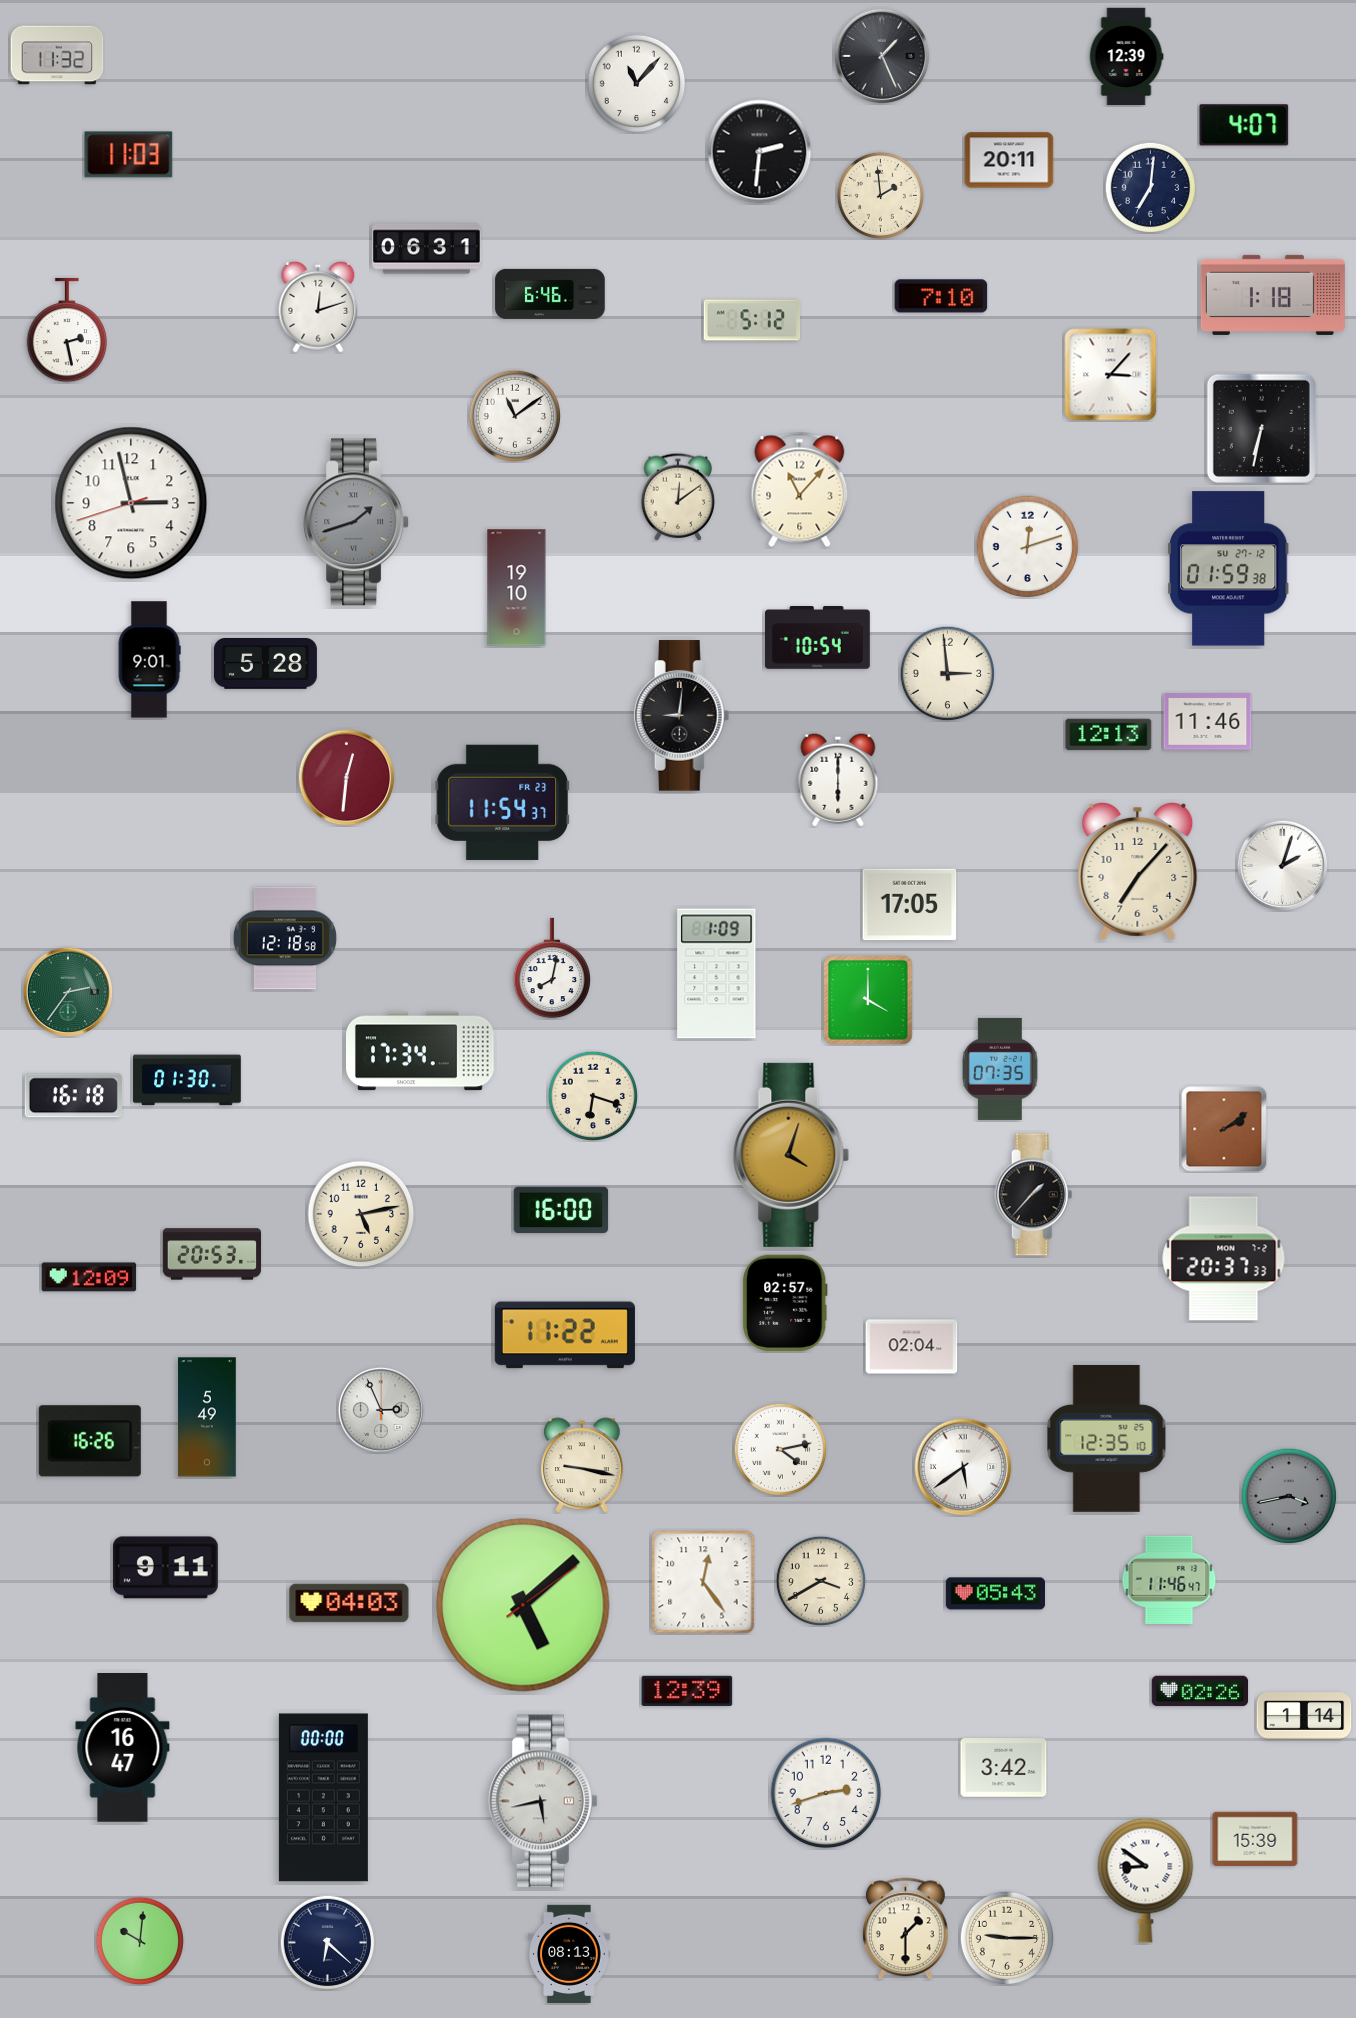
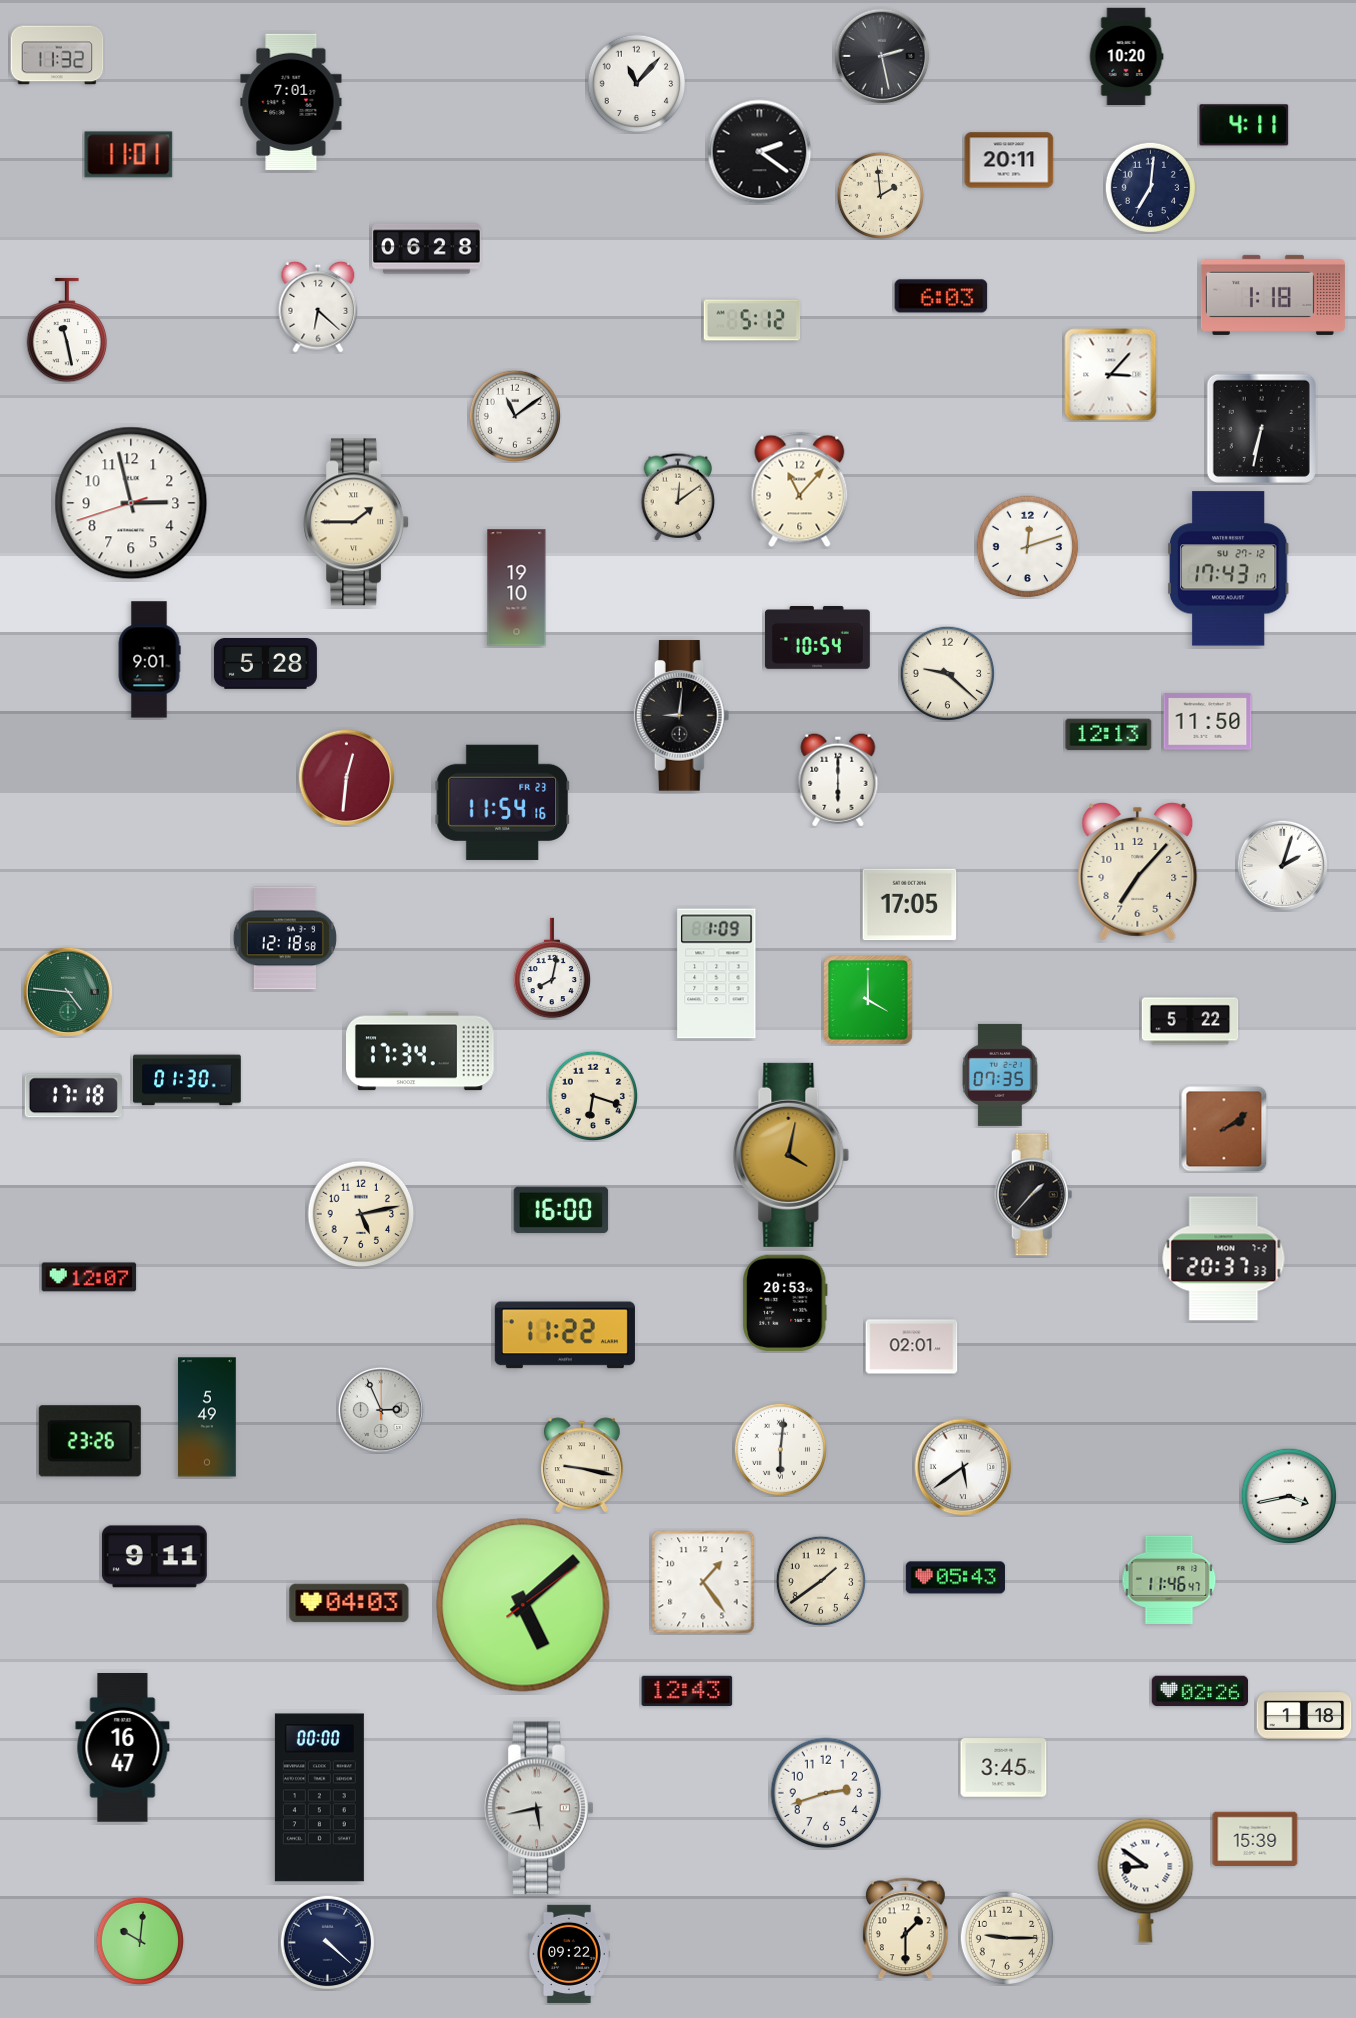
clock at (882, 56): 1:26 -> 2:28
clock at (1126, 57): 12:39 -> 10:20
clock at (291, 102): none -> 7:01
clock at (1244, 125): 4:07 -> 4:11
clock at (760, 152): 2:31 -> 2:21
clock at (129, 155): 11:03 -> 11:01
clock at (427, 249): 06:31 -> 06:28
clock at (550, 294): 6:46 -> none
clock at (941, 296): 7:10 -> 6:03
clock at (318, 307): 12:12 -> 6:22
clock at (67, 330): 2:28 -> 11:28
clock at (356, 522): 1:42 -> 1:45
clock at (356, 522) dial: grey -> cream
clock at (1228, 569): 01:59 -> 17:43
clock at (947, 673): 2:59 -> 9:22
clock at (1208, 722): 11:46 -> 11:50
clock at (503, 802): 11:54:37 -> 11:54:16
clock at (67, 991): 2:36 -> 4:46
clock at (1190, 1021): none -> 5:22
clock at (1001, 1069) position: (1001, 1069) -> (1001, 1075)
clock at (73, 1096): 16:18 -> 17:18
clock at (791, 1155): 4:03 -> 4:02
clock at (211, 1254): 20:53 -> none
clock at (89, 1277): 12:09 -> 12:07
clock at (786, 1302): 02:57 -> 20:53
clock at (912, 1347): 02:04 -> 02:01
clock at (1107, 1438): 12:35 -> none
clock at (90, 1441): 16:26 -> 23:26
clock at (780, 1449): 4:13 -> 6:01
clock at (1289, 1496) dial: grey -> white
clock at (165, 1568) position: (165, 1568) -> (154, 1557)
clock at (820, 1580): 3:40 -> 1:39
clock at (703, 1582): 12:24 -> 1:24
clock at (995, 1594) position: (995, 1594) -> (955, 1578)
clock at (687, 1691): 12:39 -> 12:43
clock at (1304, 1716): 1:14 -> 1:18
clock at (1004, 1768): 3:42 -> 3:45
clock at (323, 1798) position: (323, 1798) -> (319, 1798)
clock at (543, 1801) position: (543, 1801) -> (539, 1808)
clock at (327, 1942): 6:22 -> 4:22
clock at (569, 1953): 08:13 -> 09:22
